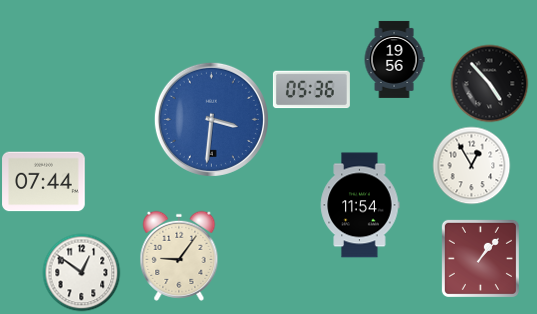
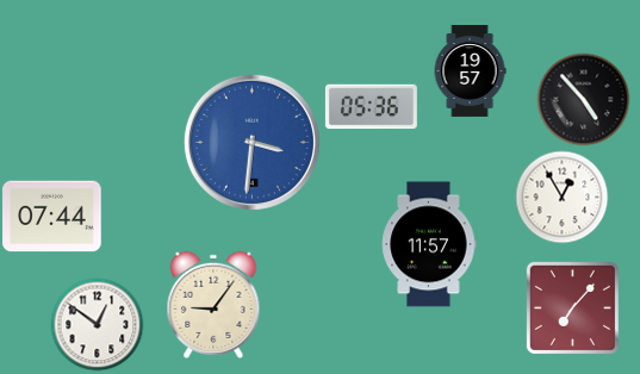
clock at (394, 59): 19:56 -> 19:57
clock at (360, 205): 11:54 -> 11:57
clock at (480, 258): 1:07 -> 7:07
